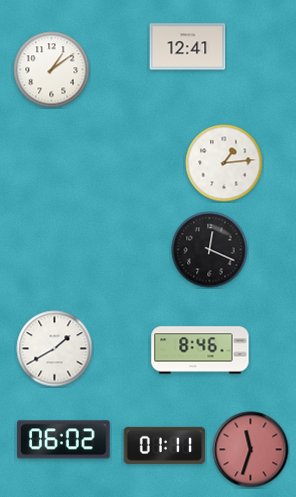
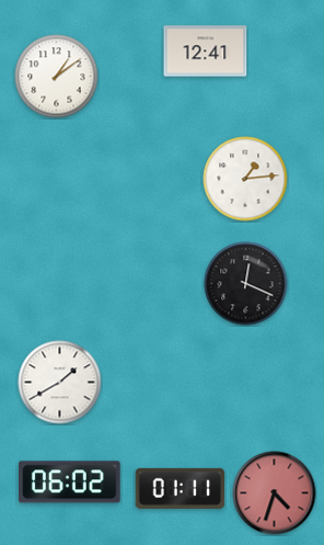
clock at (210, 250) position: (210, 250) -> (246, 284)
clock at (200, 350): 8:46 -> none
clock at (251, 450): 11:33 -> 4:33
